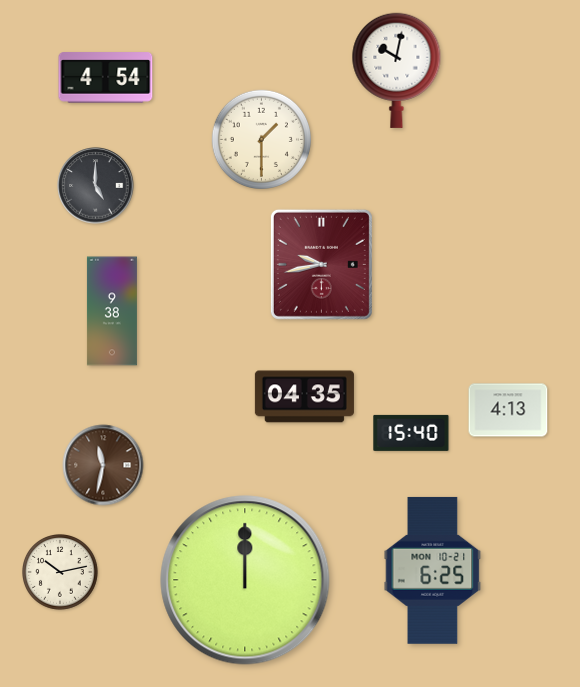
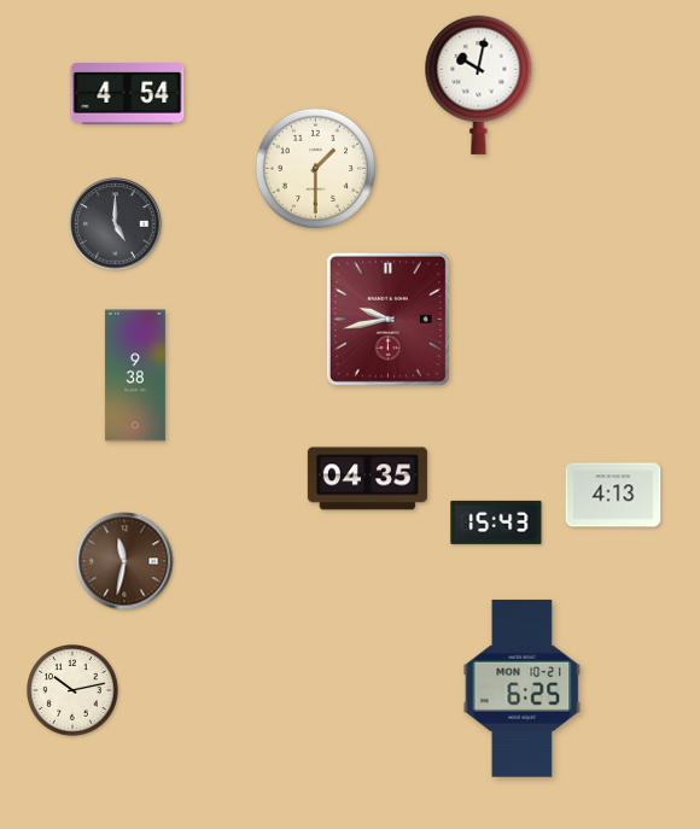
clock at (411, 433): 15:40 -> 15:43
clock at (245, 580): 12:00 -> none
